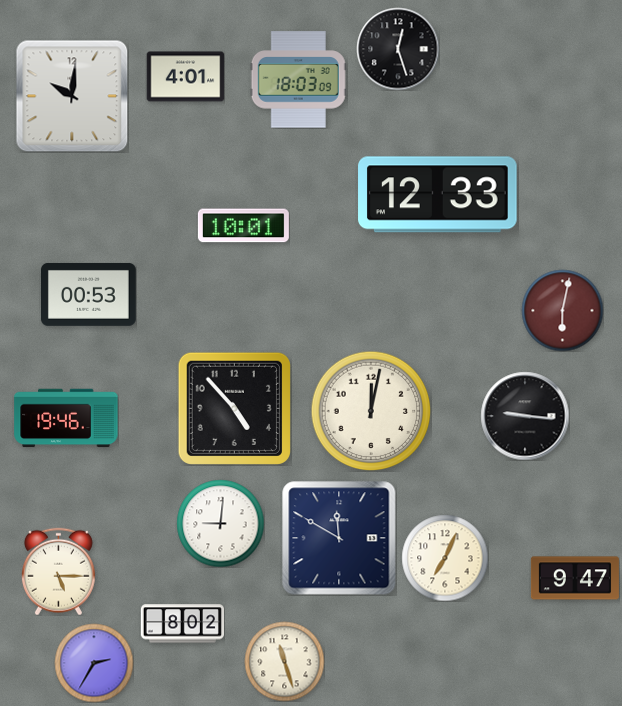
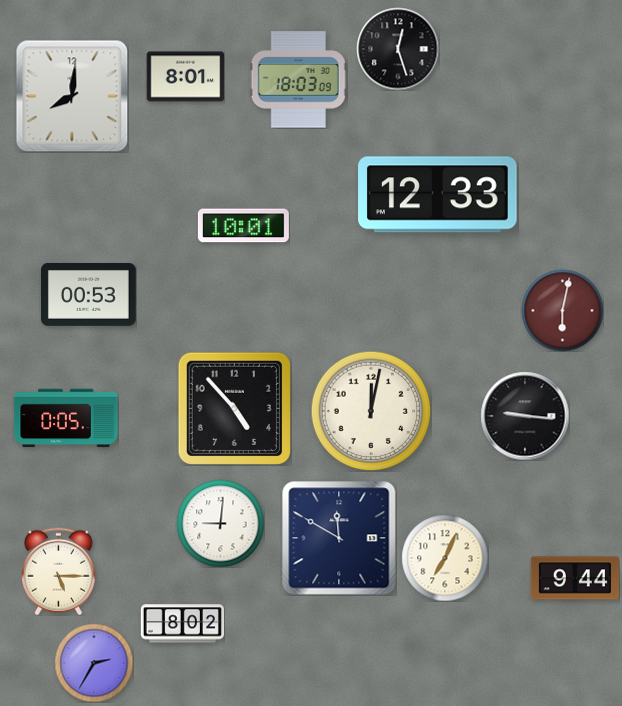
clock at (185, 77): 4:01 -> 8:01
clock at (72, 96): 10:01 -> 8:01
clock at (66, 418): 19:46 -> 0:05
clock at (575, 578): 9:47 -> 9:44
clock at (284, 661): 11:27 -> none
